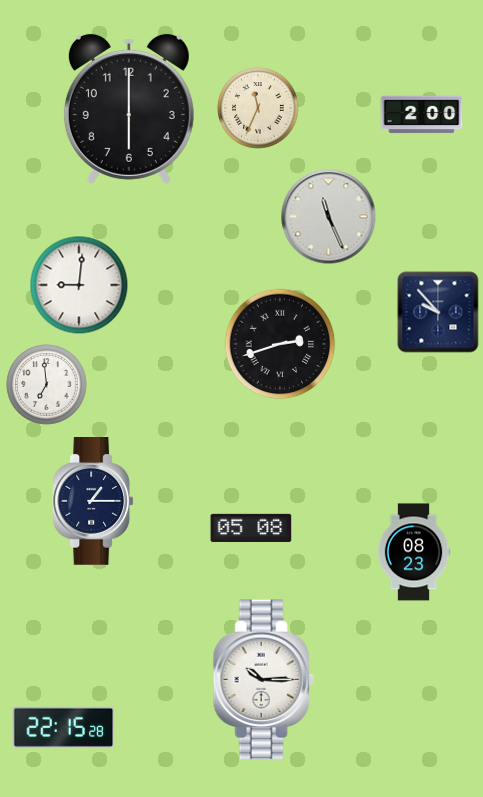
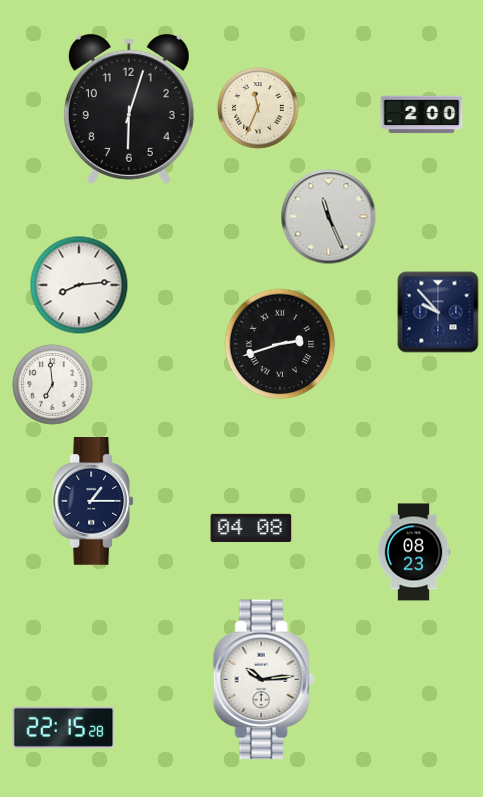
clock at (129, 109): 6:00 -> 6:03
clock at (79, 285): 9:01 -> 8:14
clock at (47, 385) position: (47, 385) -> (53, 385)
clock at (251, 528): 05:08 -> 04:08
clock at (263, 680): 10:15 -> 10:14
